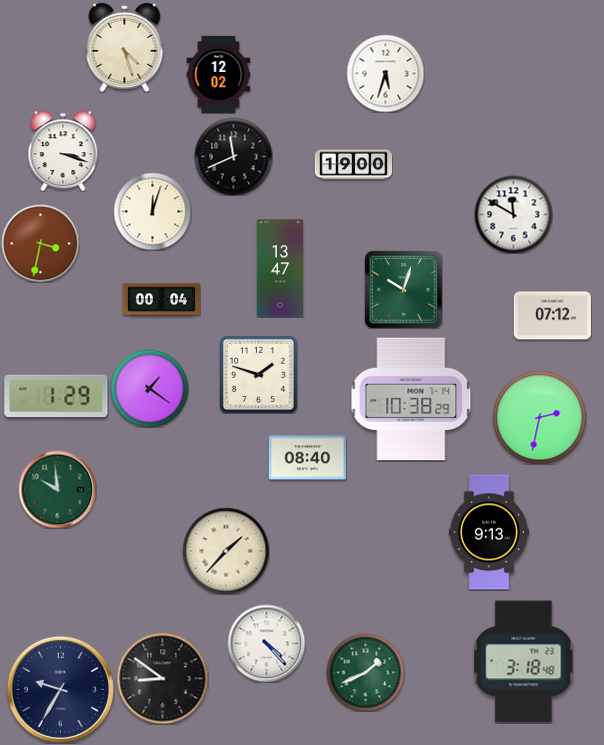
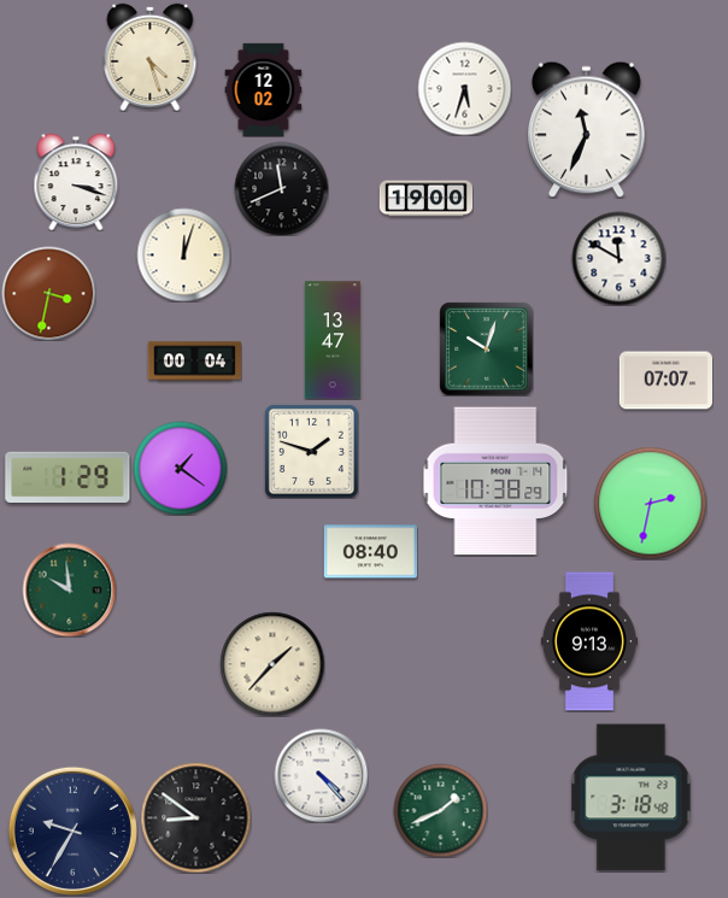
clock at (587, 129): none -> 11:34
clock at (280, 268) position: (280, 268) -> (333, 340)
clock at (552, 316): 07:12 -> 07:07
